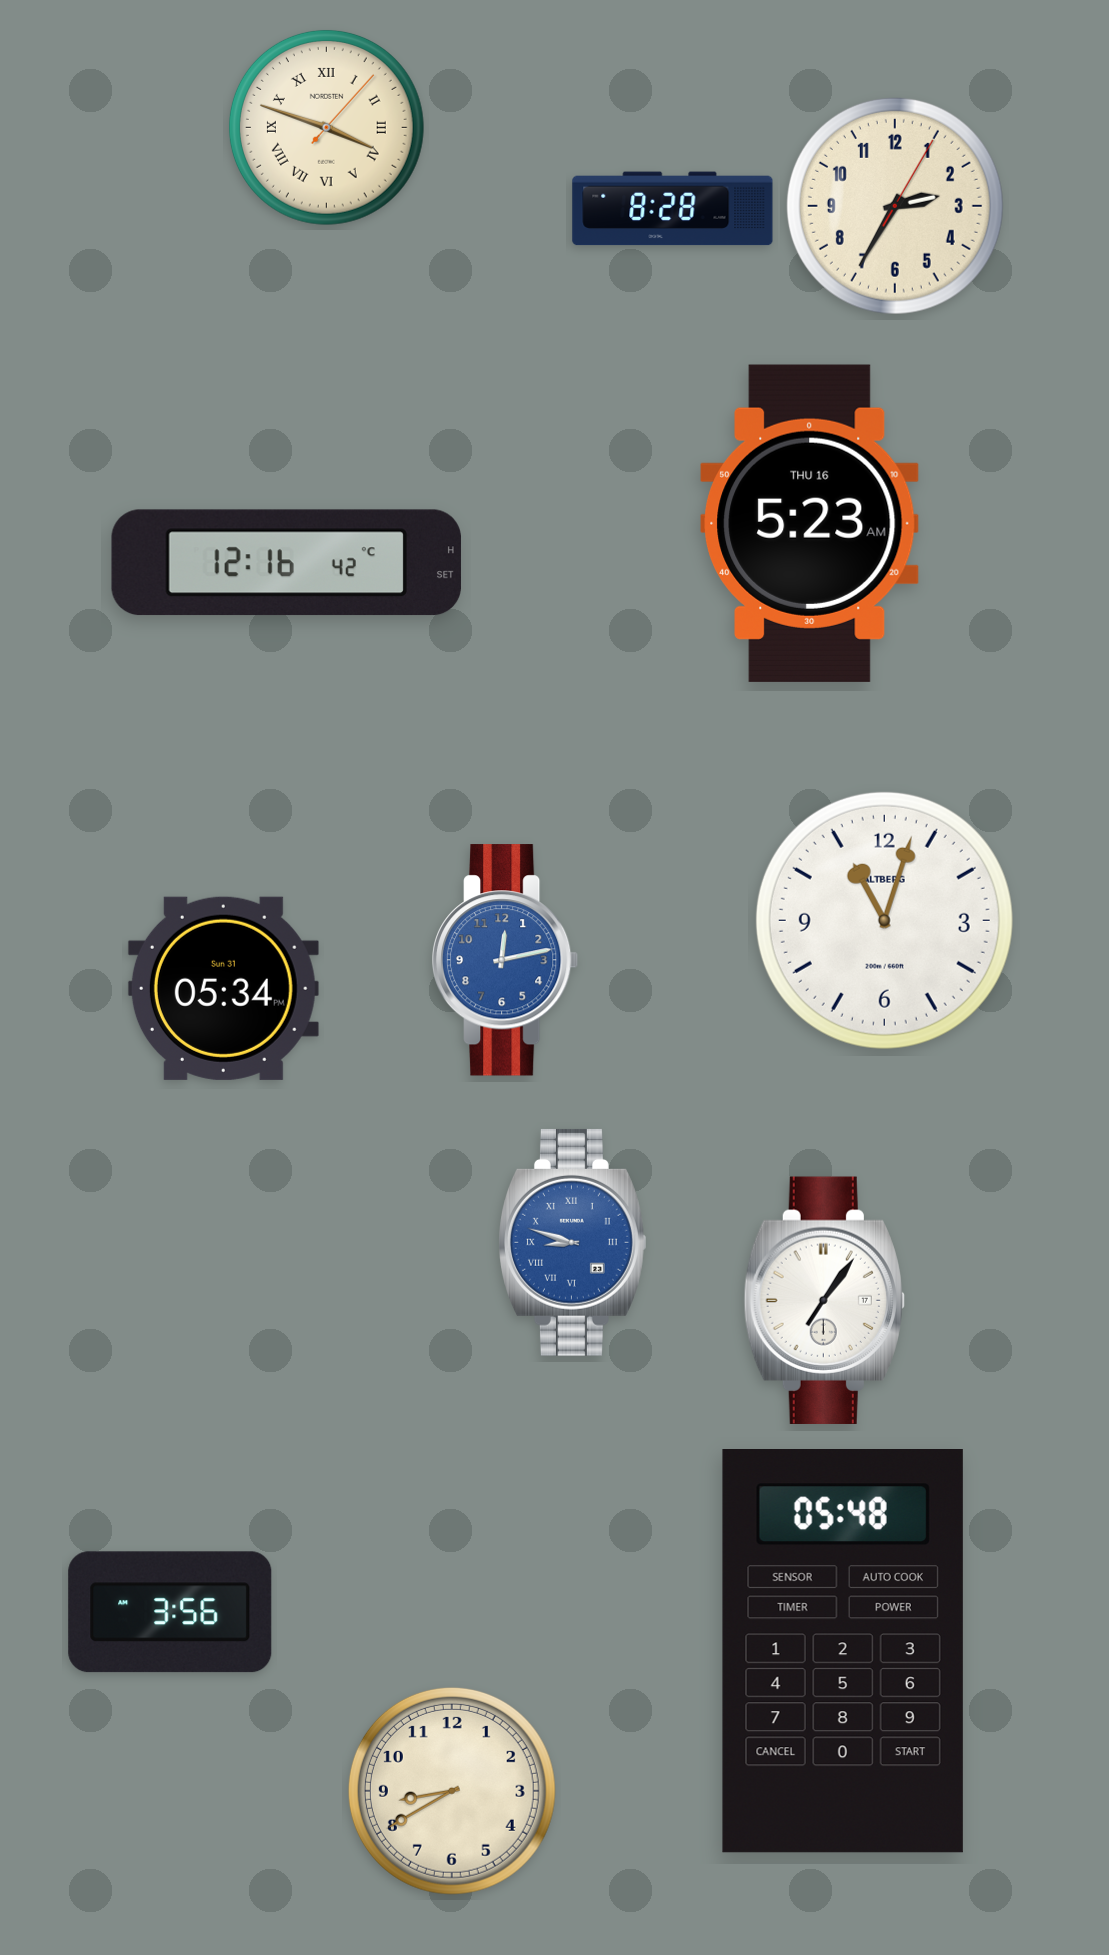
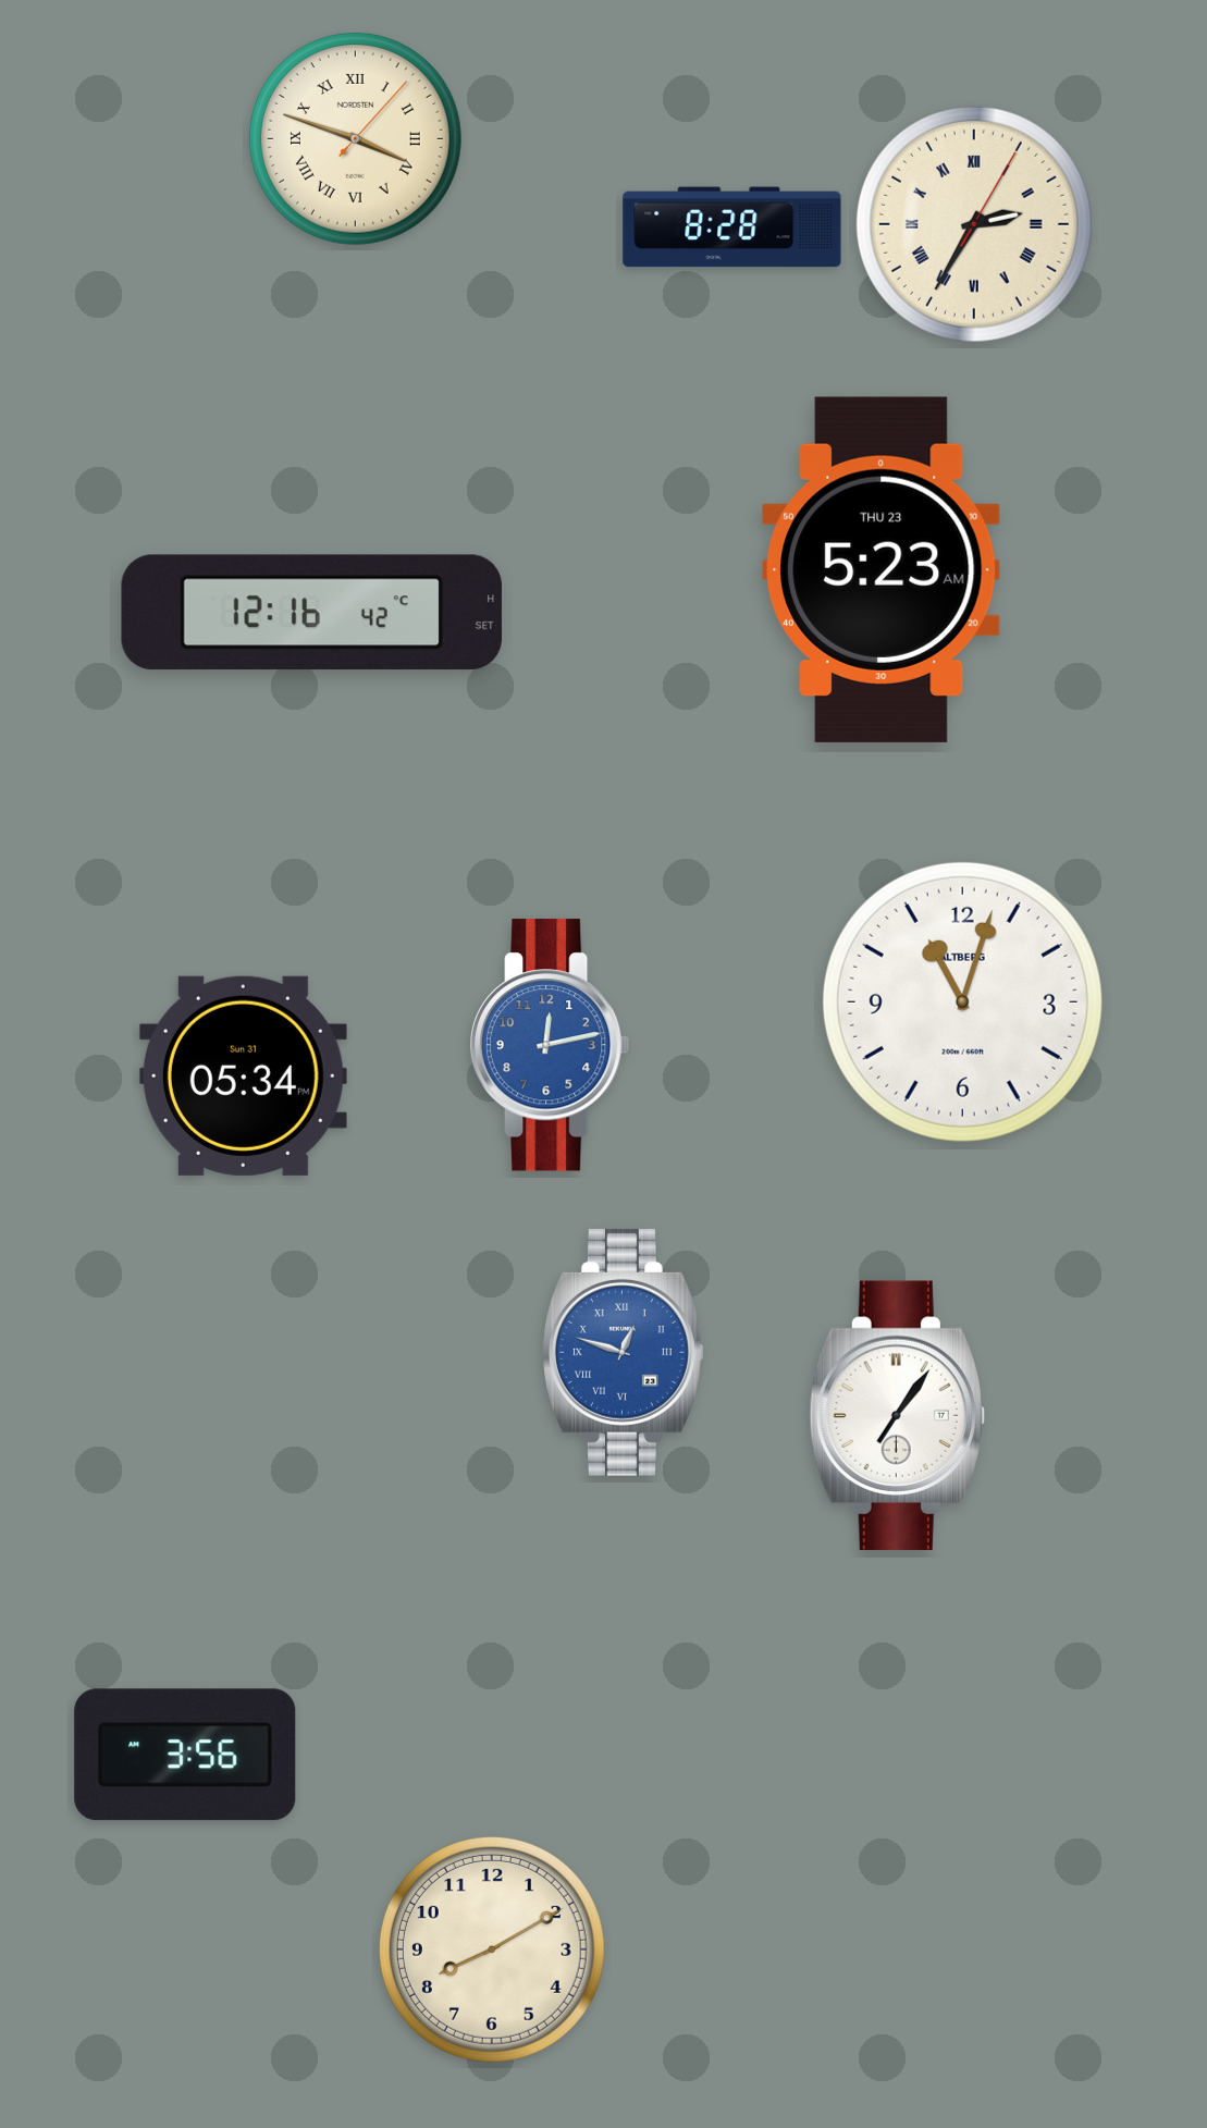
clock at (895, 206) numerals: Arabic -> Roman
clock at (810, 523) date: THU 16 -> THU 23
clock at (573, 1242): 8:48 -> 12:48
clock at (843, 1652): 05:48 -> none
clock at (452, 1791): 8:40 -> 8:10
